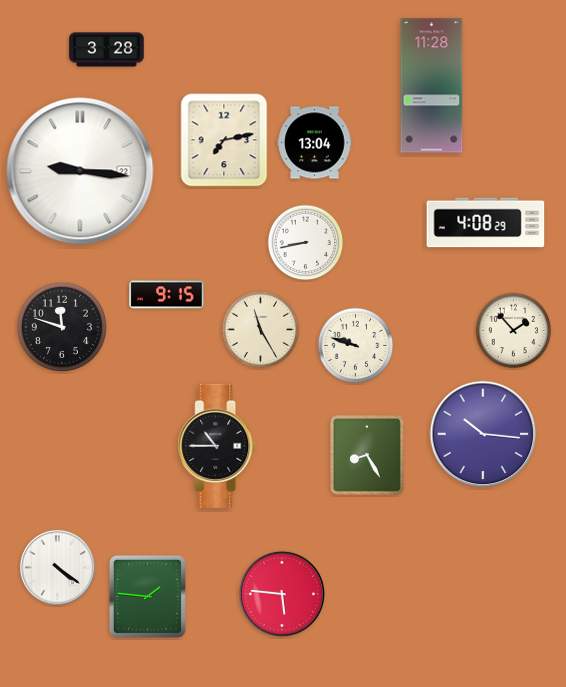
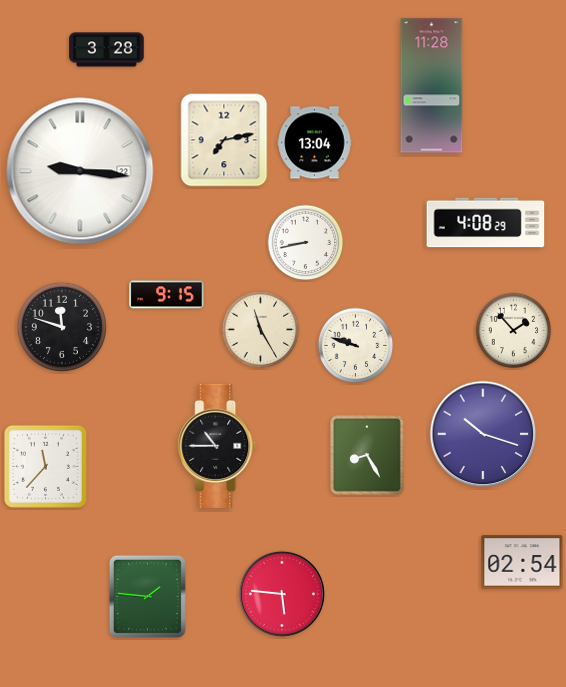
clock at (483, 434): 10:16 -> 10:18
clock at (45, 466): none -> 11:37
clock at (522, 562): none -> 02:54
clock at (57, 567): 4:21 -> none
